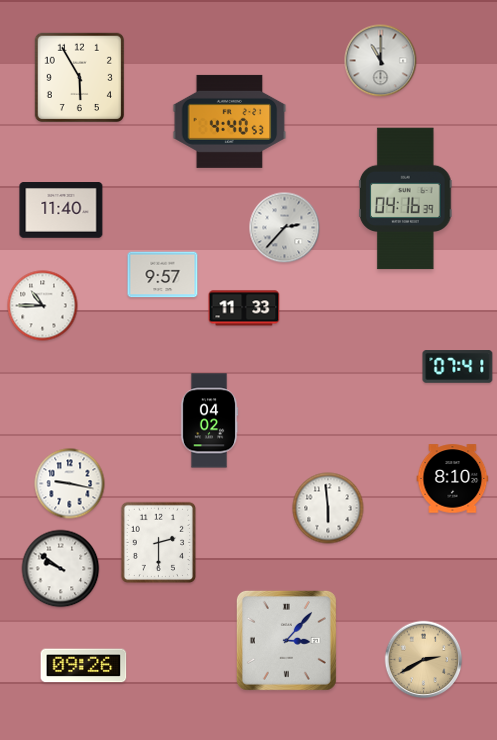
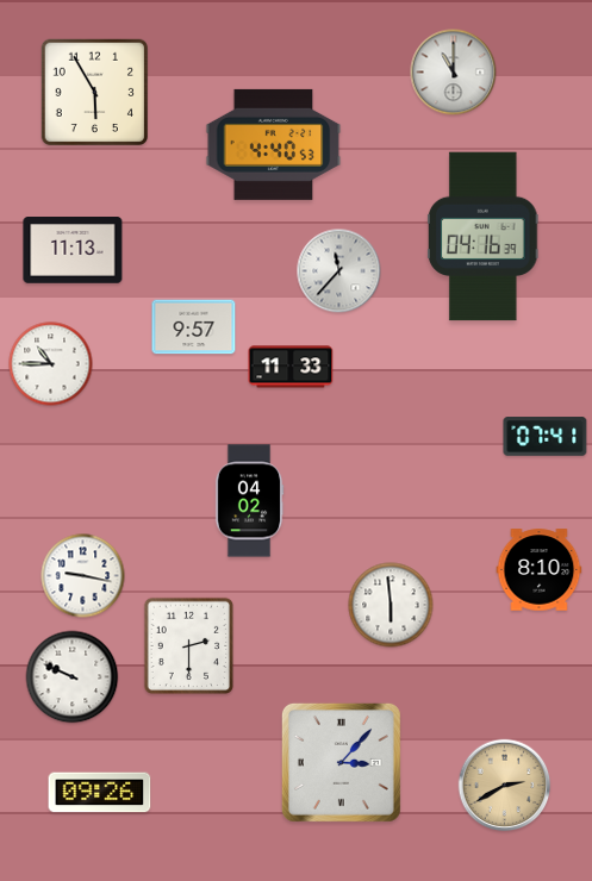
clock at (61, 210): 11:40 -> 11:13
clock at (285, 228): 2:37 -> 11:37
clock at (61, 569): 9:51 -> 9:49
